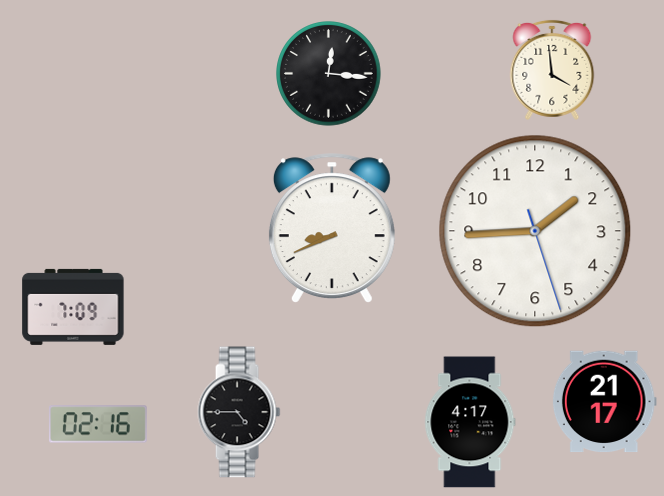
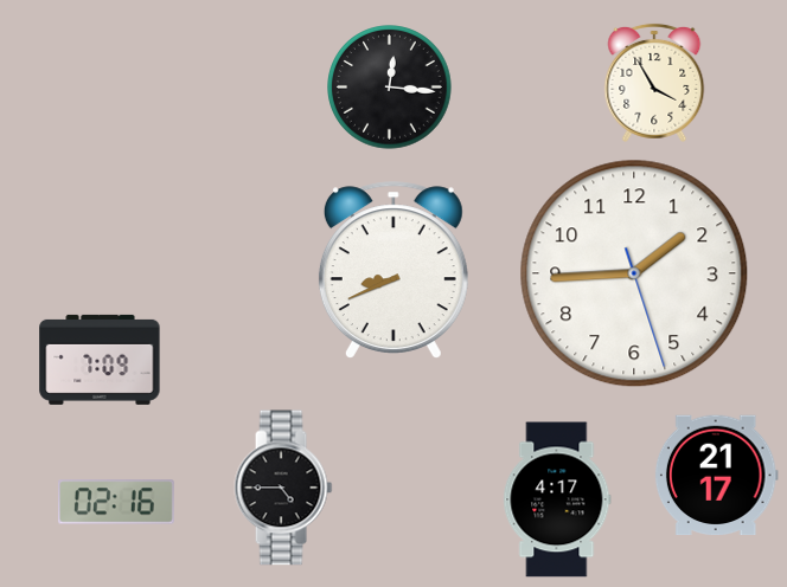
clock at (552, 70): 3:59 -> 3:55
clock at (73, 307) position: (73, 307) -> (100, 360)
